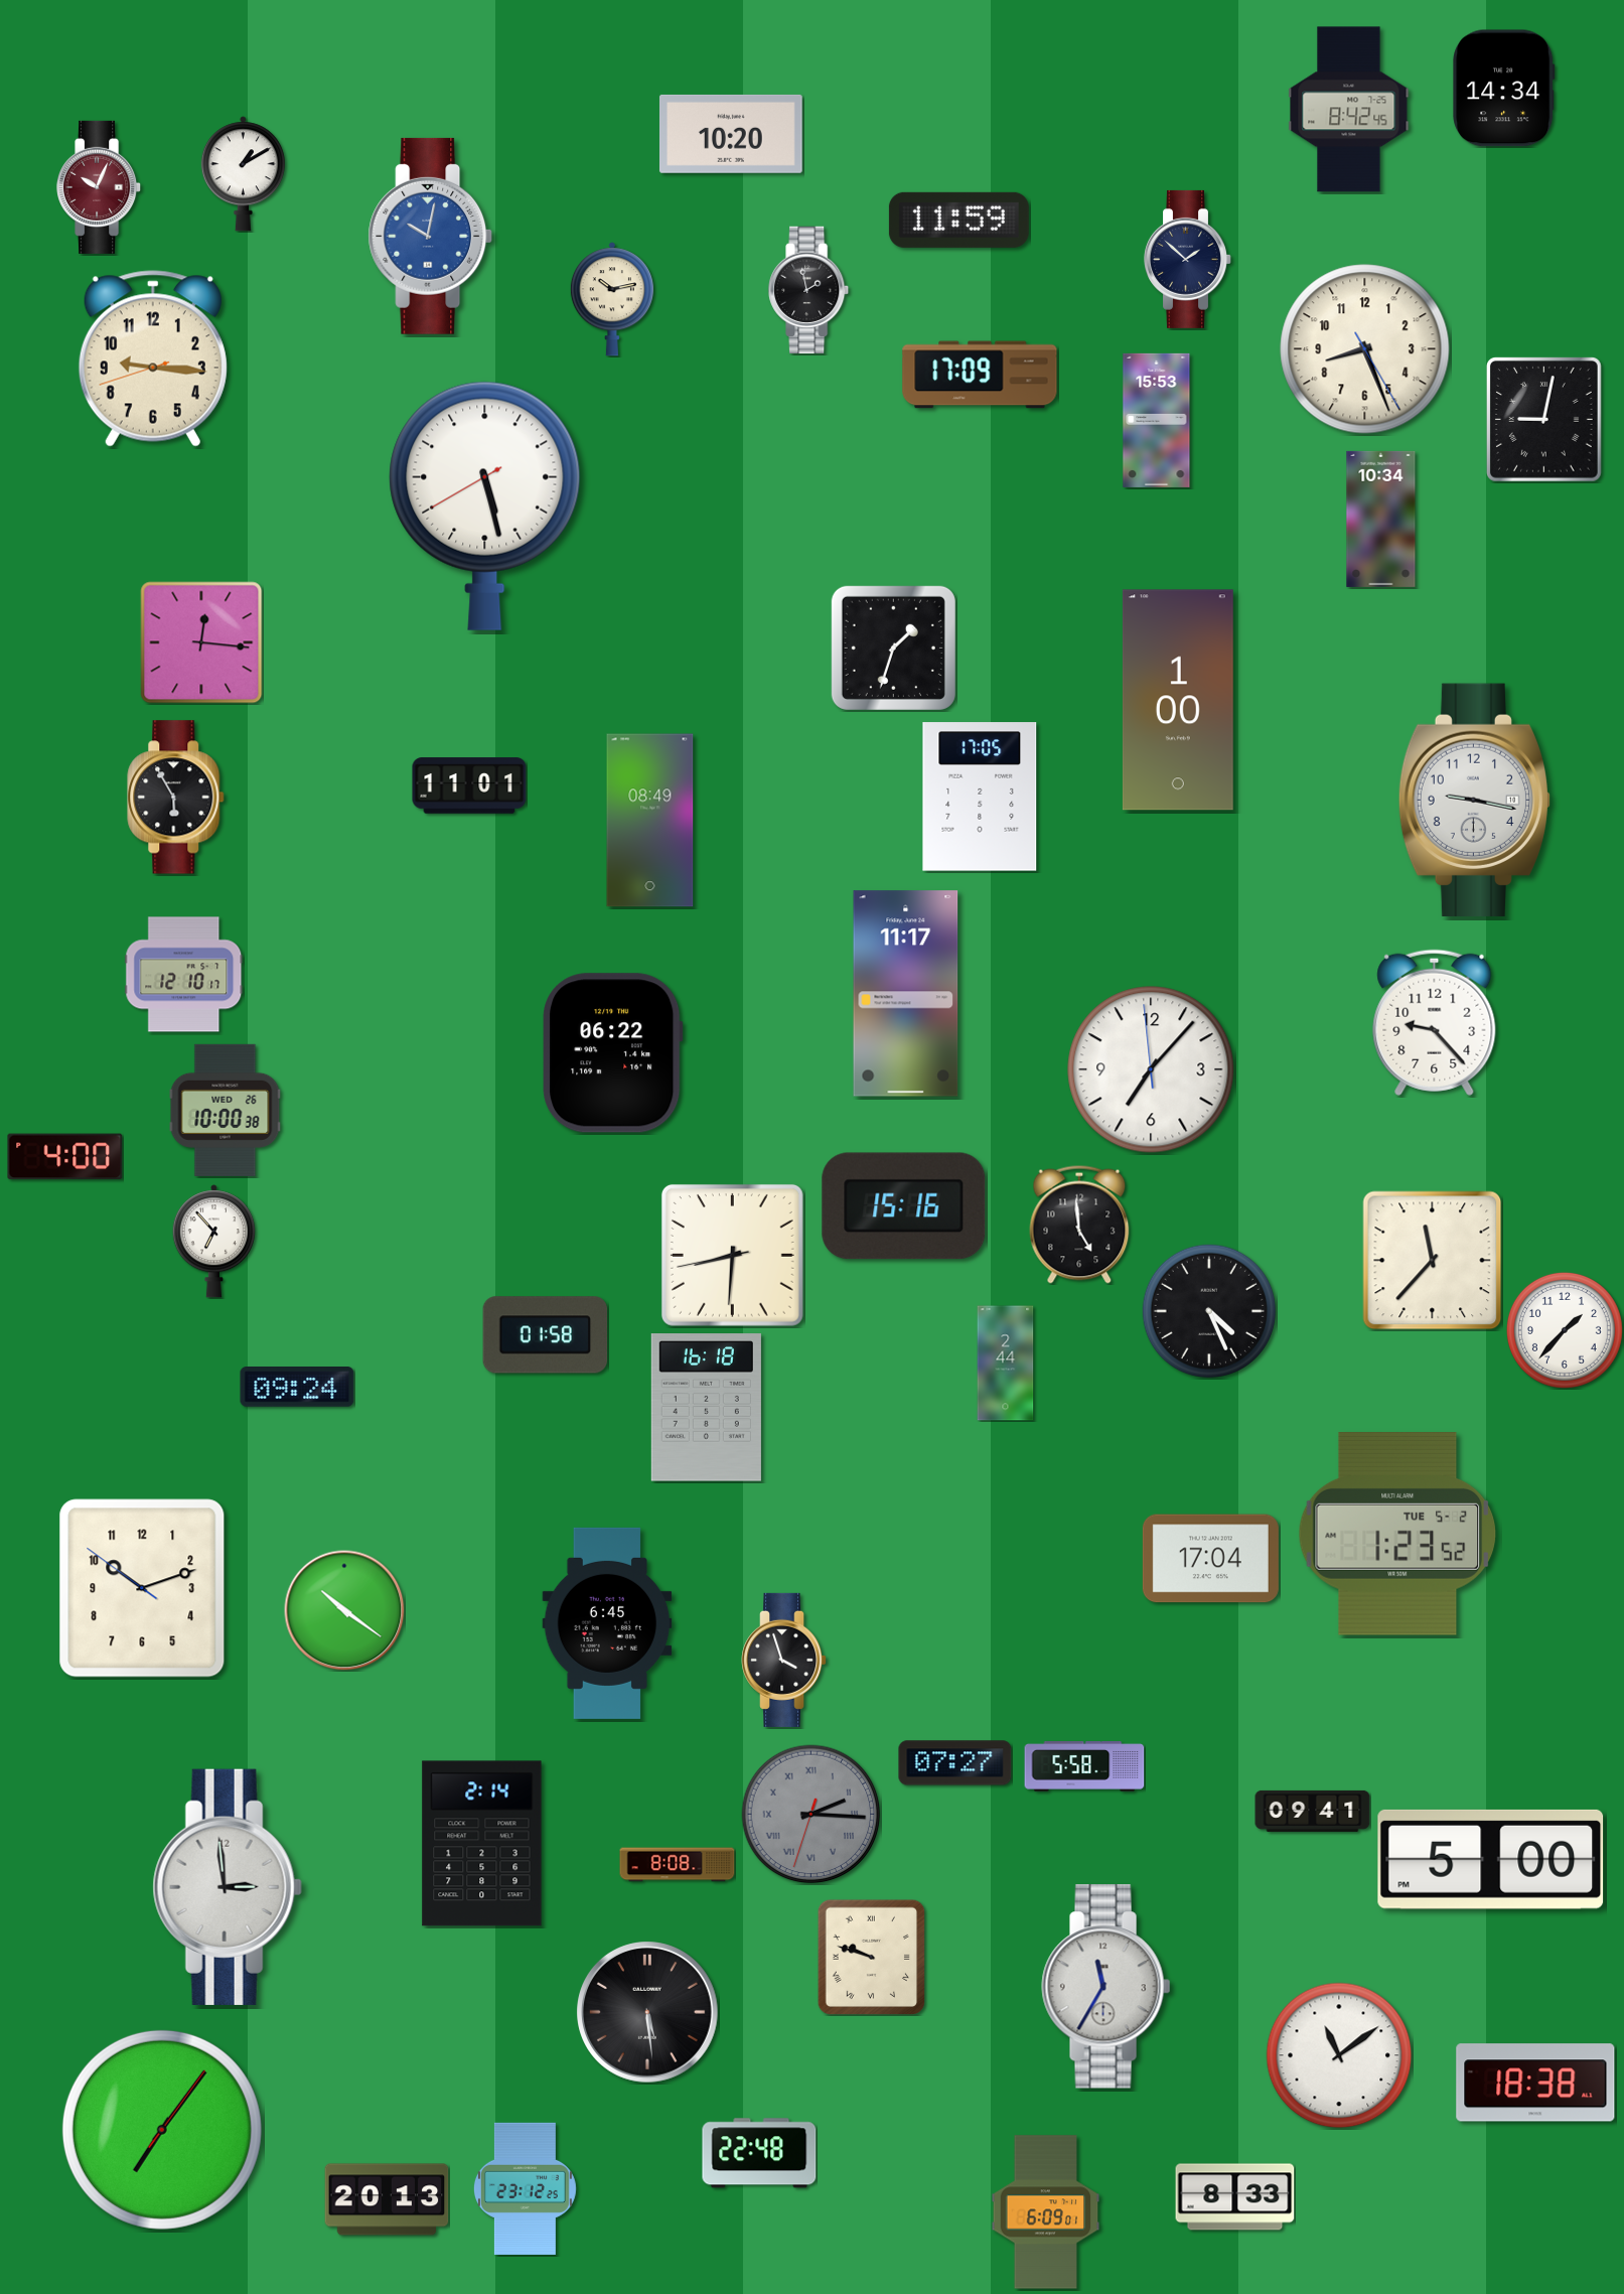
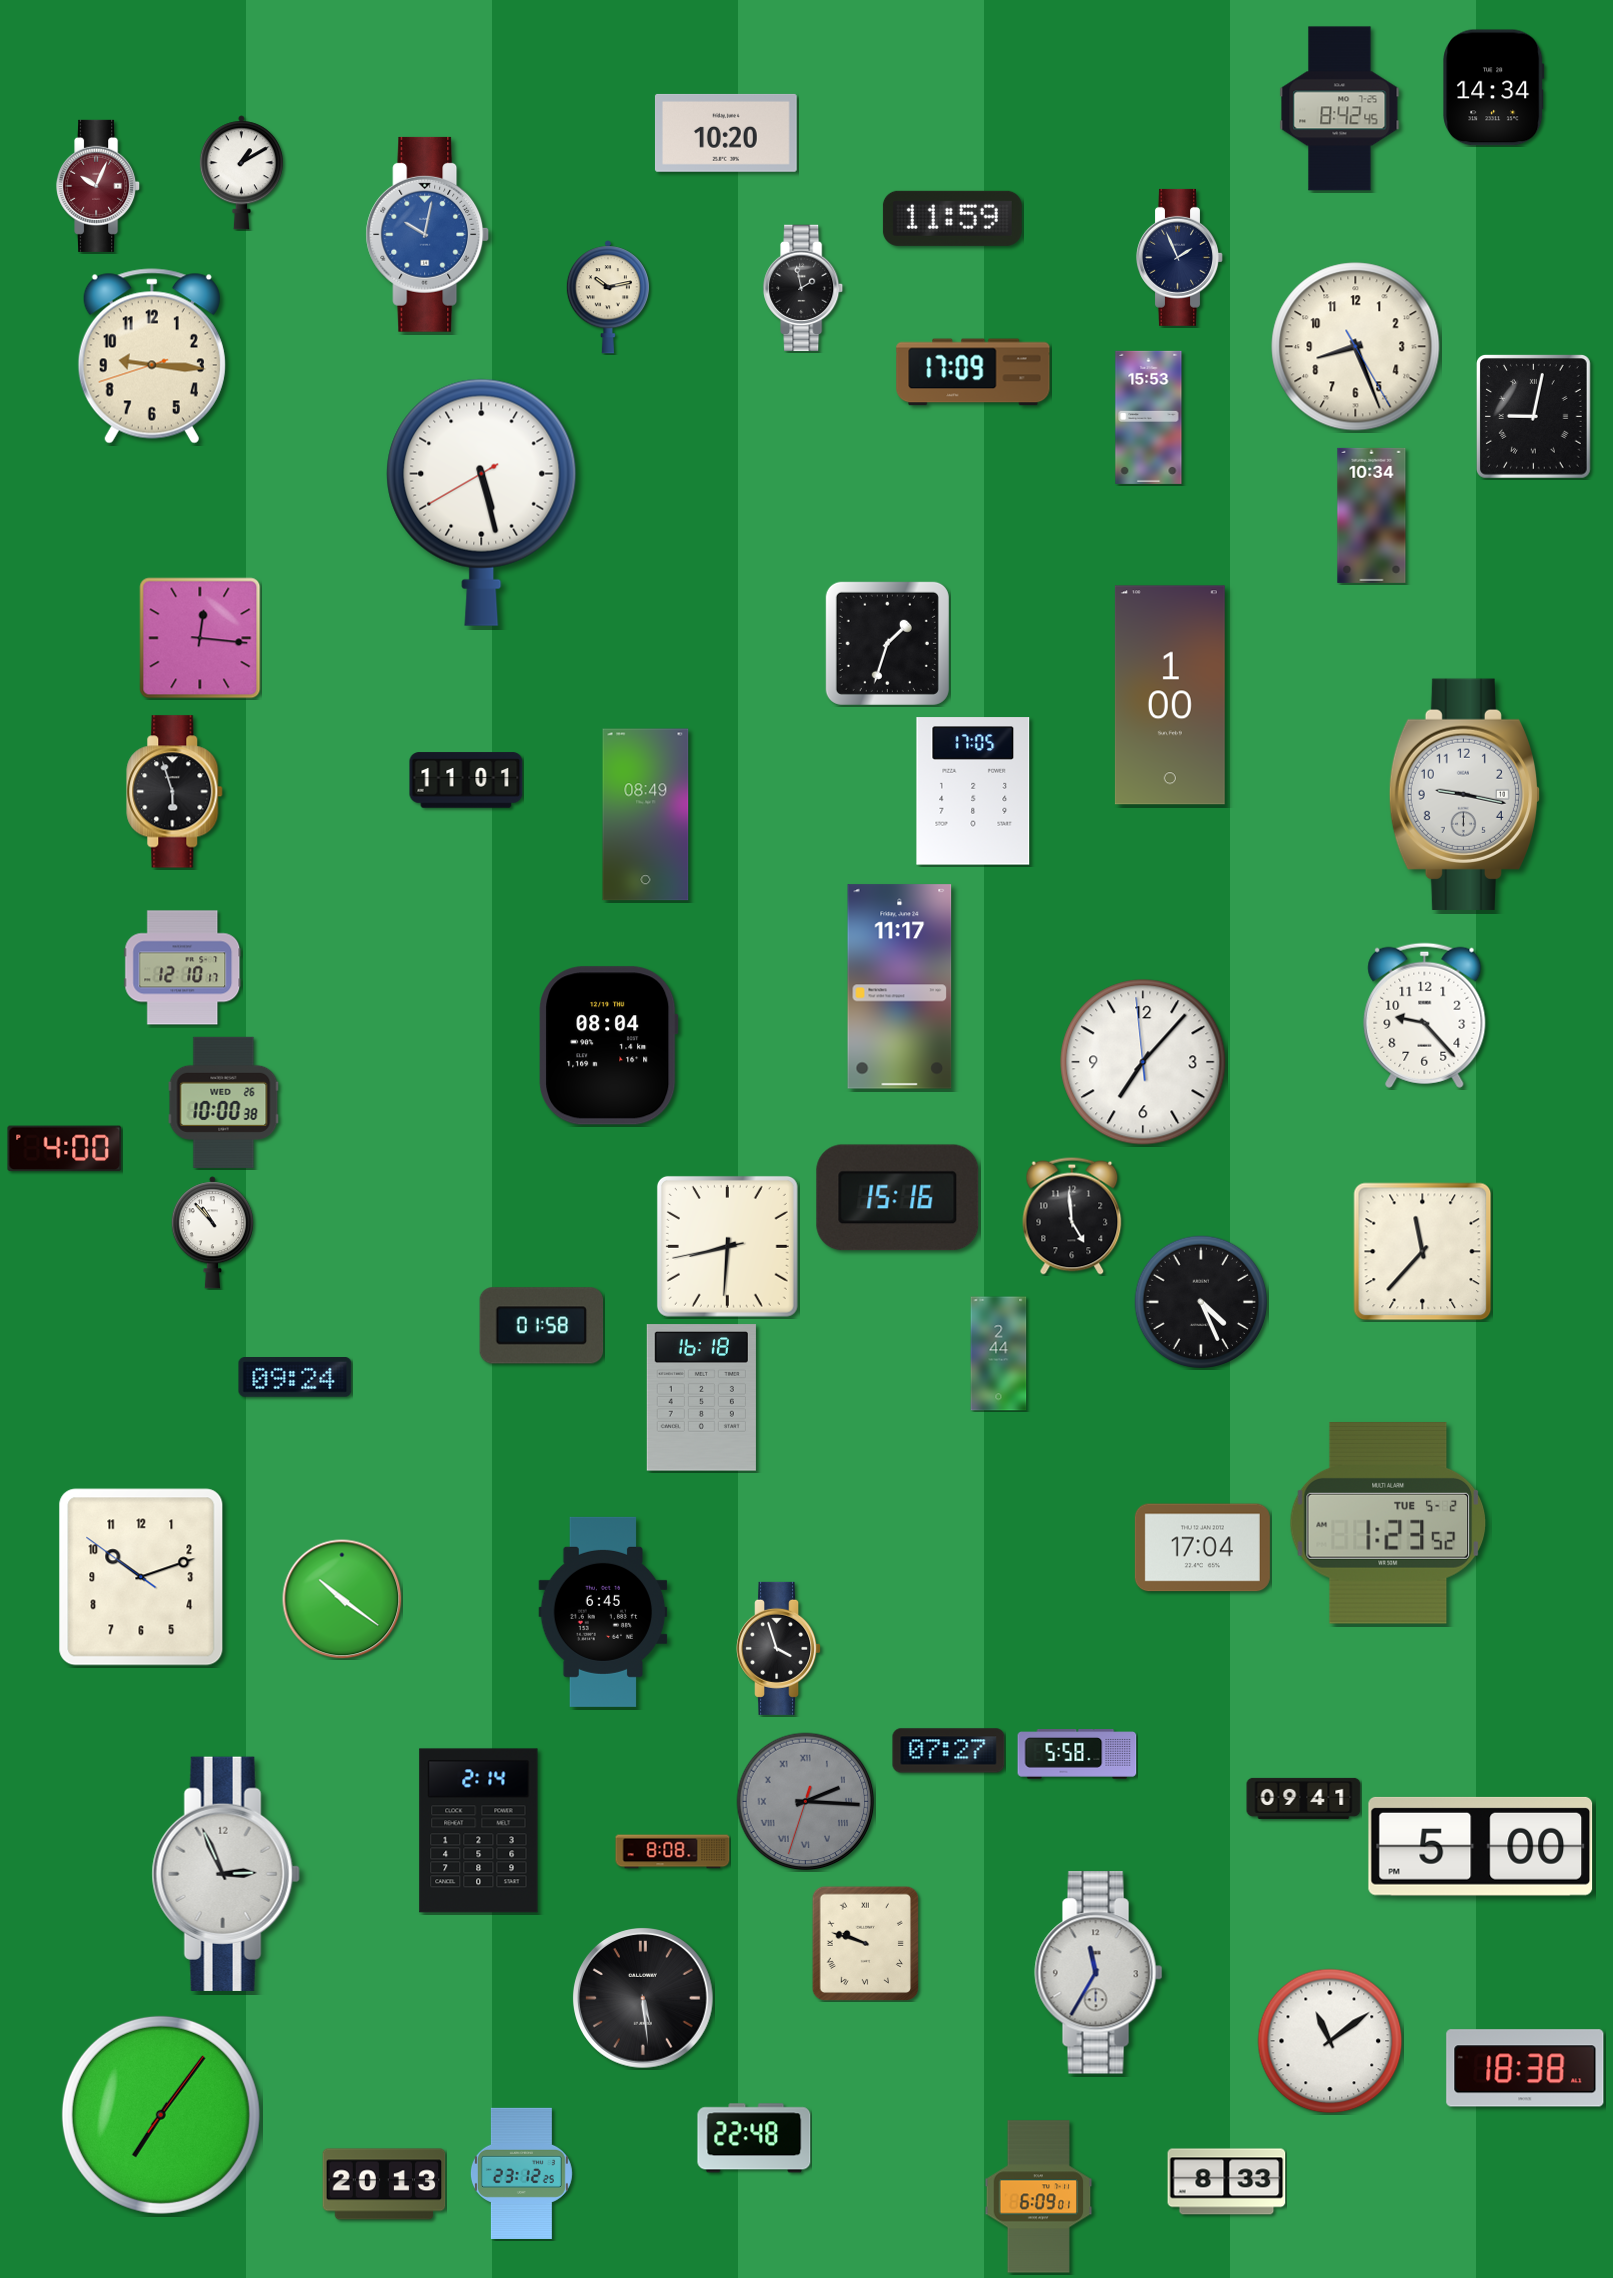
clock at (1188, 259): 1:52 -> 1:56
clock at (176, 798): 5:55 -> 5:57
clock at (613, 1053): 06:22 -> 08:04
clock at (213, 1242): 6:53 -> 10:53
clock at (1565, 1330): 1:37 -> none
clock at (228, 1887): 2:59 -> 2:56
